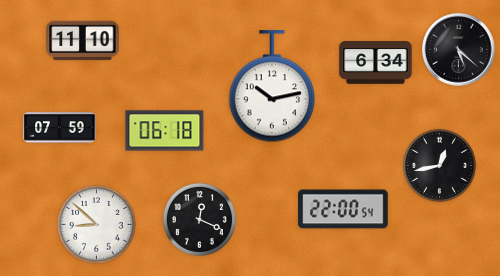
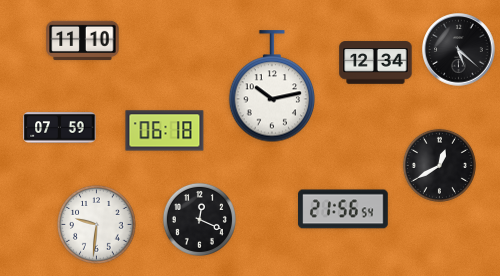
clock at (376, 63): 6:34 -> 12:34
clock at (439, 165): 12:43 -> 12:40
clock at (343, 209): 22:00 -> 21:56
clock at (97, 225): 8:52 -> 9:31
